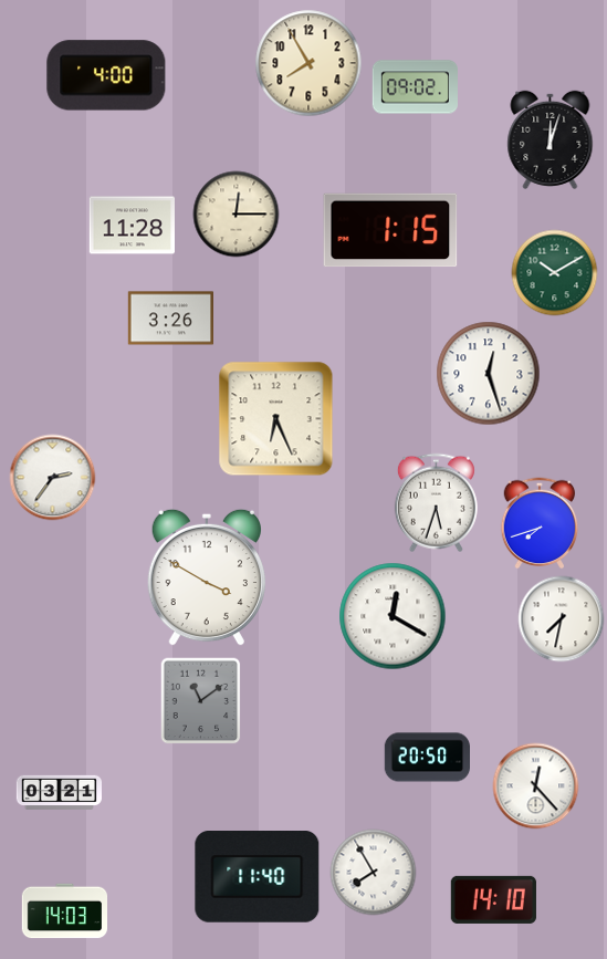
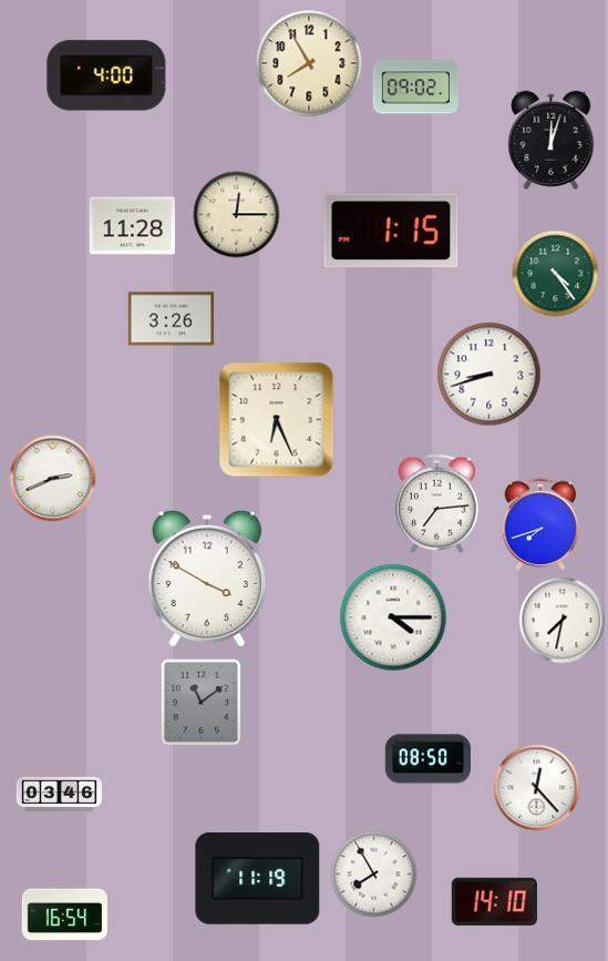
clock at (554, 272): 10:10 -> 4:24
clock at (488, 373): 12:27 -> 8:42
clock at (52, 477): 2:36 -> 2:41
clock at (436, 502): 5:33 -> 7:14
clock at (393, 616): 12:20 -> 4:15
clock at (427, 758): 20:50 -> 08:50
clock at (59, 792): 03:21 -> 03:46
clock at (258, 877): 11:40 -> 11:19
clock at (64, 911): 14:03 -> 16:54
